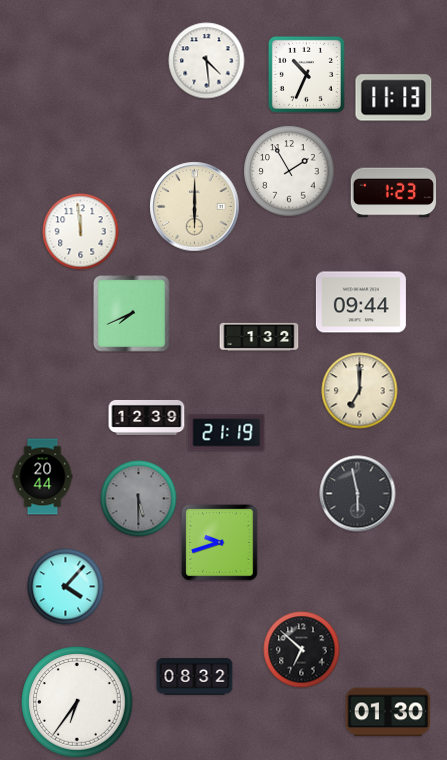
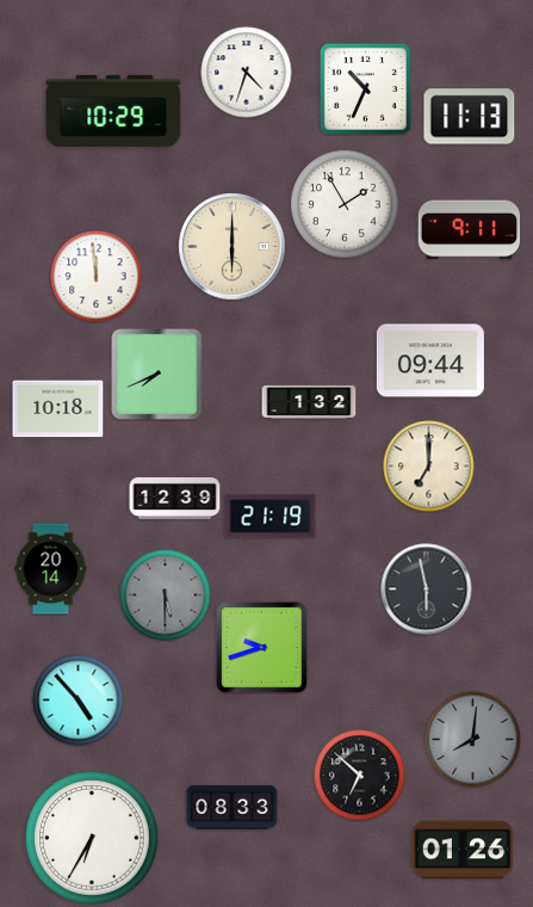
clock at (207, 61): 4:29 -> 4:33
clock at (113, 111): none -> 10:29
clock at (394, 193): 1:23 -> 9:11
clock at (58, 409): none -> 10:18
clock at (43, 477): 20:44 -> 20:14
clock at (66, 587): 4:07 -> 4:53
clock at (473, 740): none -> 8:01
clock at (195, 677): 08:32 -> 08:33
clock at (77, 702): 6:36 -> 6:35
clock at (388, 712): 01:30 -> 01:26
